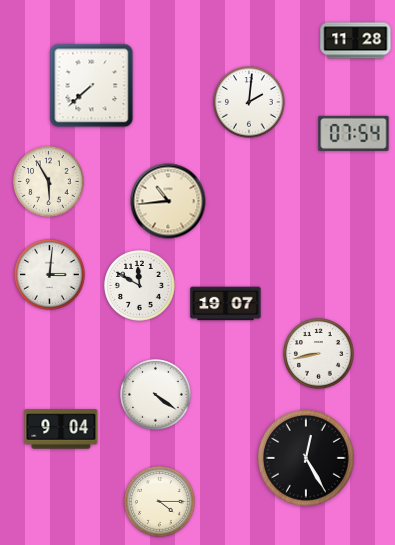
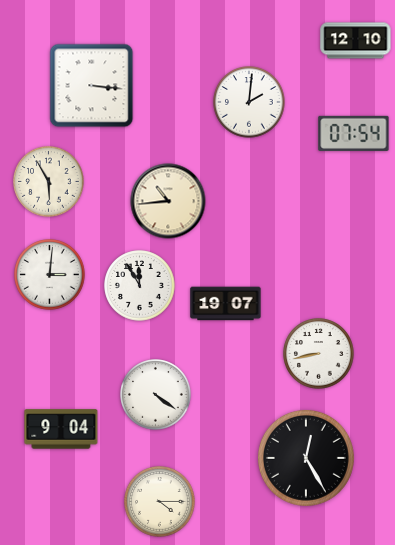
clock at (356, 41): 11:28 -> 12:10
clock at (92, 86): 7:38 -> 3:16
clock at (140, 286): 11:50 -> 11:55
